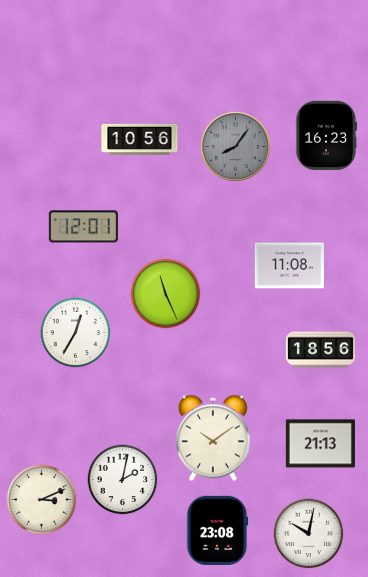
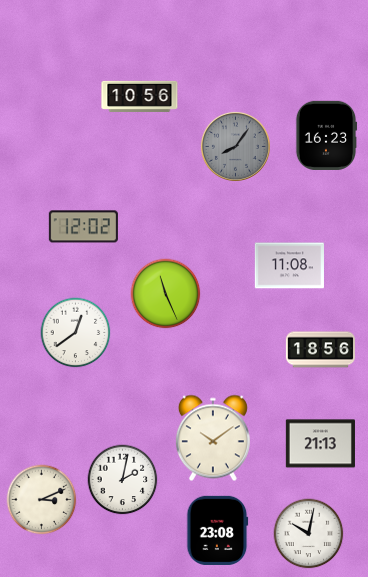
clock at (140, 139) position: (140, 139) -> (140, 96)
clock at (83, 227): 12:01 -> 12:02
clock at (76, 333): 12:35 -> 12:39
